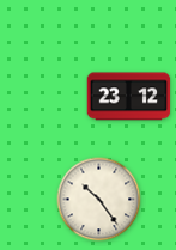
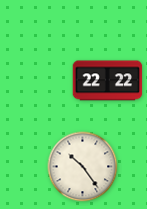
clock at (129, 97): 23:12 -> 22:22
